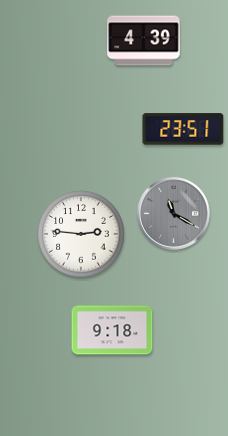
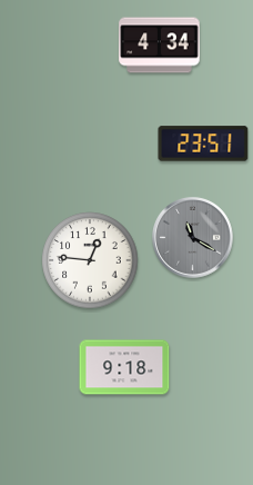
clock at (144, 41): 4:39 -> 4:34
clock at (81, 234): 2:46 -> 12:46
